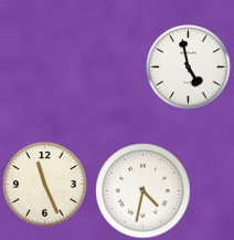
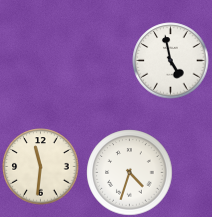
clock at (45, 185): 11:26 -> 11:31
clock at (143, 191): 4:32 -> 4:33
